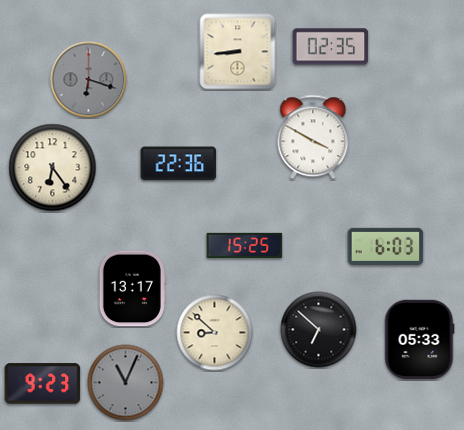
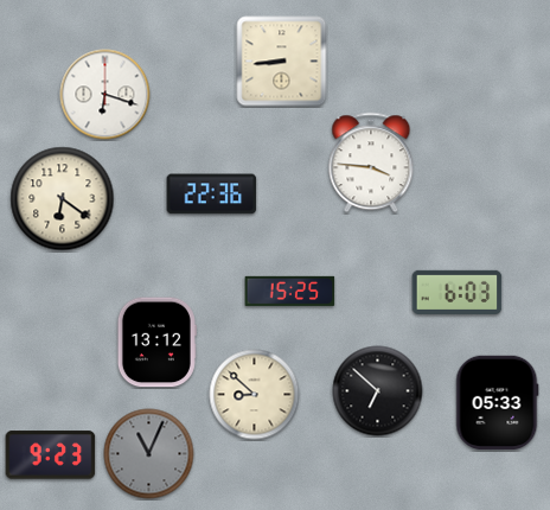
clock at (331, 47): 02:35 -> none
clock at (89, 80) dial: grey -> white
clock at (313, 137): 3:50 -> 3:46
clock at (53, 168): 6:24 -> 6:21
clock at (132, 289): 13:17 -> 13:12
